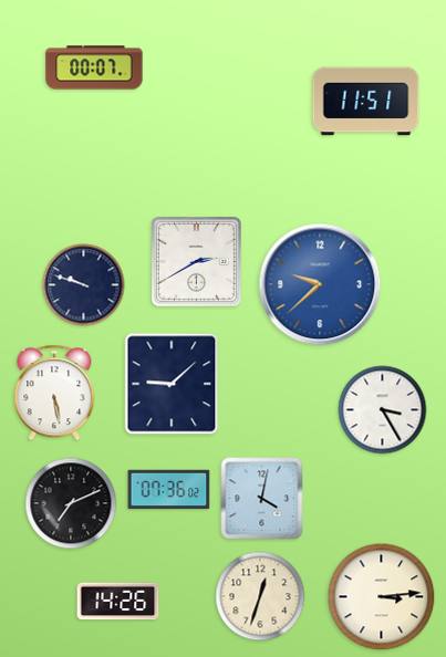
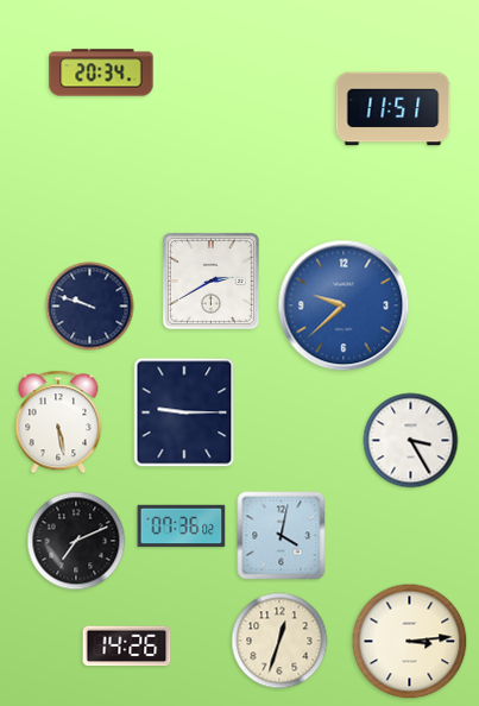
clock at (94, 67): 00:07 -> 20:34
clock at (172, 384): 9:08 -> 9:15
